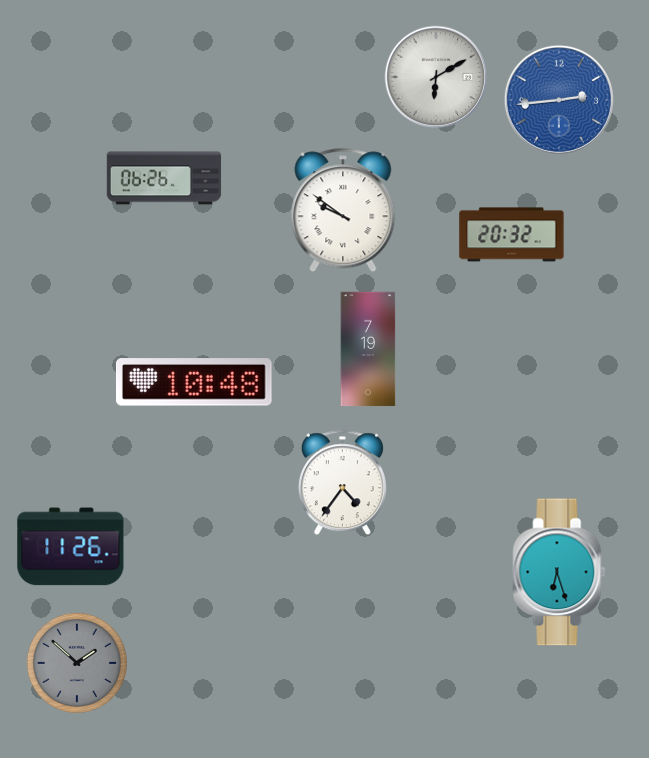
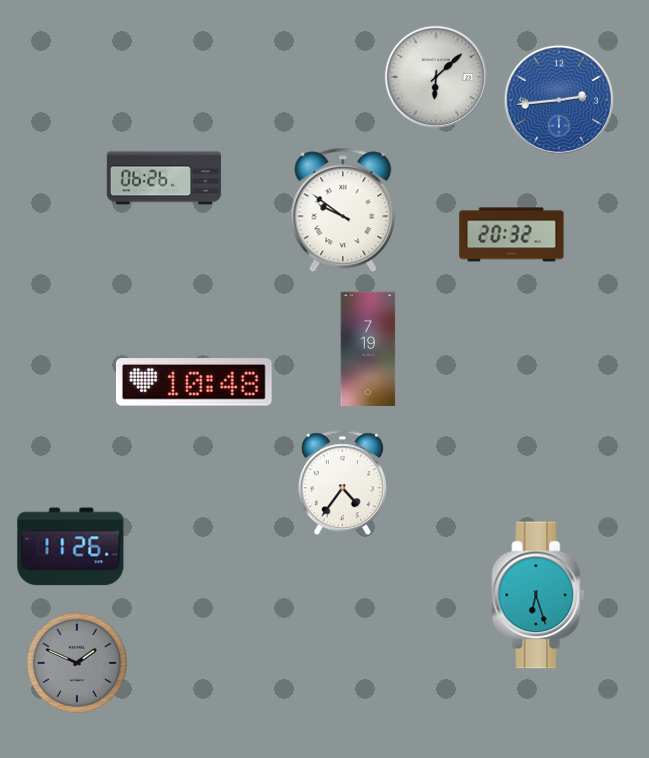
clock at (436, 77): 6:10 -> 6:08
clock at (559, 572) position: (559, 572) -> (538, 595)
clock at (77, 663): 1:52 -> 1:49
